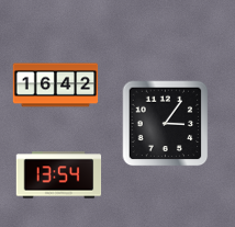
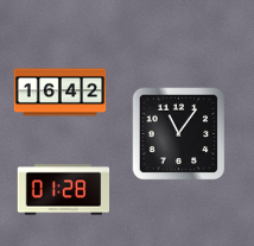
clock at (165, 123): 3:06 -> 11:06
clock at (58, 175): 13:54 -> 01:28
